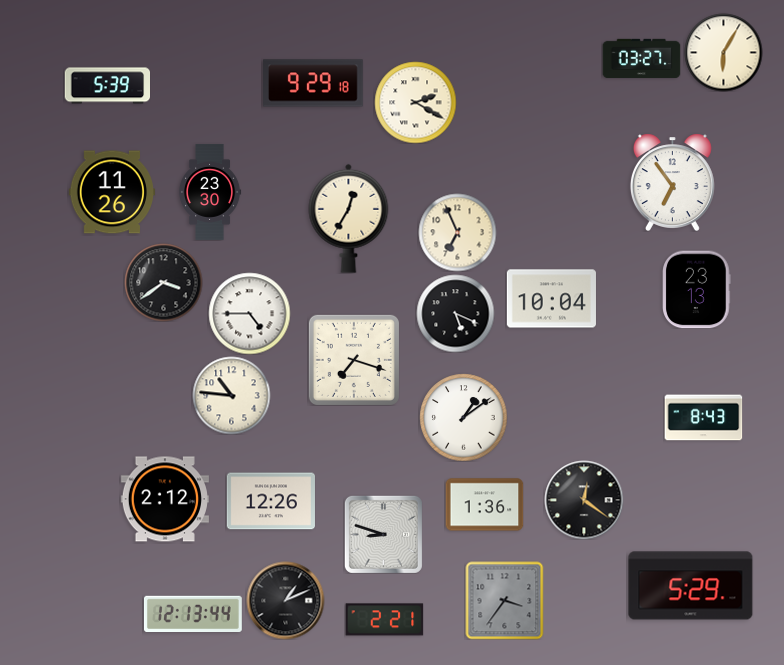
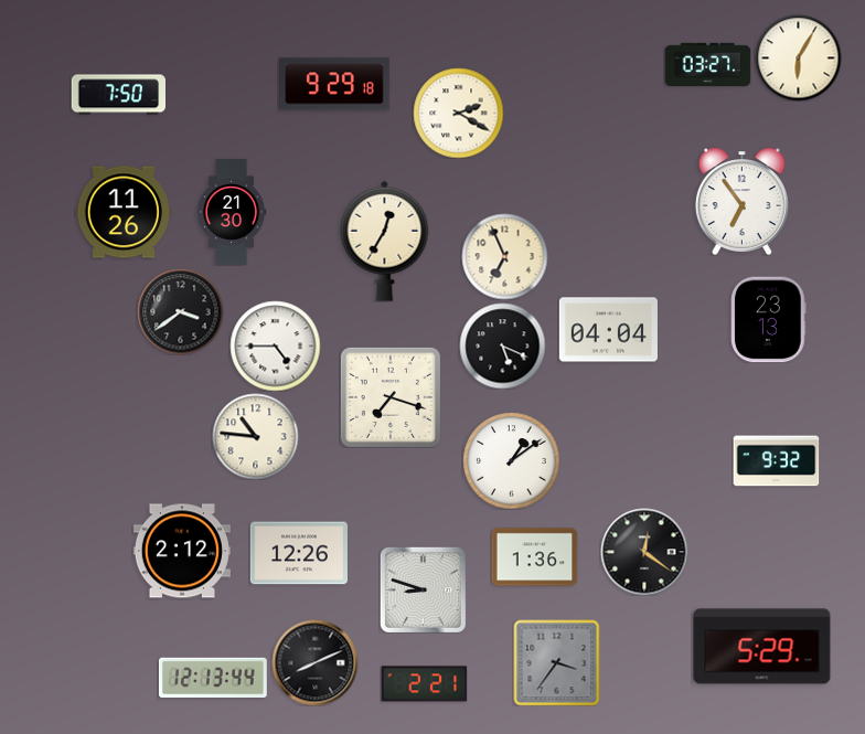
clock at (314, 83) position: (314, 83) -> (335, 84)
clock at (107, 86): 5:39 -> 7:50
clock at (210, 192): 23:30 -> 21:30
clock at (551, 299): 10:04 -> 04:04
clock at (703, 418): 8:43 -> 9:32
clock at (285, 600): 1:11 -> 8:11
